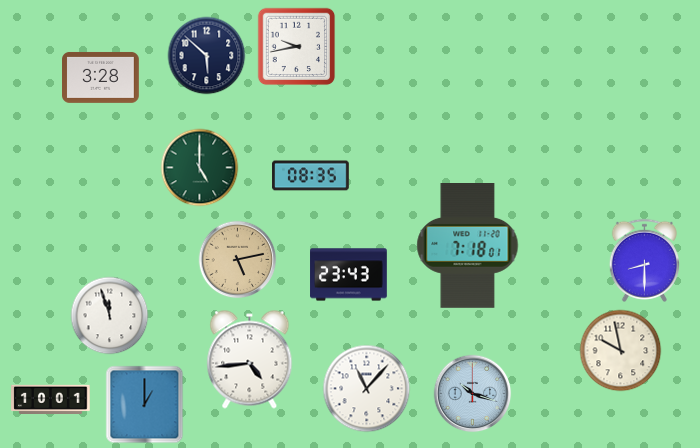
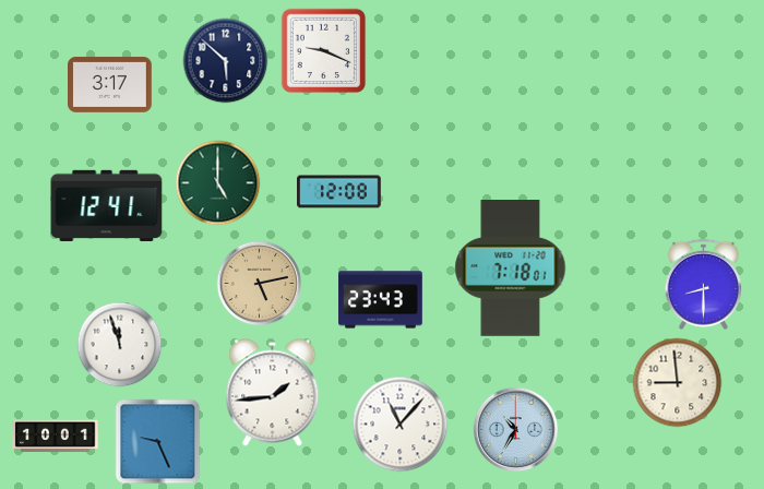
clock at (296, 46): 9:43 -> 9:19
clock at (101, 77): 3:28 -> 3:17
clock at (311, 176): 08:35 -> 12:08
clock at (107, 205): none -> 12:41
clock at (620, 350): 9:58 -> 8:59
clock at (250, 360): 4:44 -> 1:44
clock at (472, 393): 10:18 -> 10:35
clock at (144, 404): 1:00 -> 9:26
